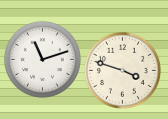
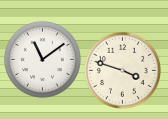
clock at (42, 59): 11:12 -> 11:09
